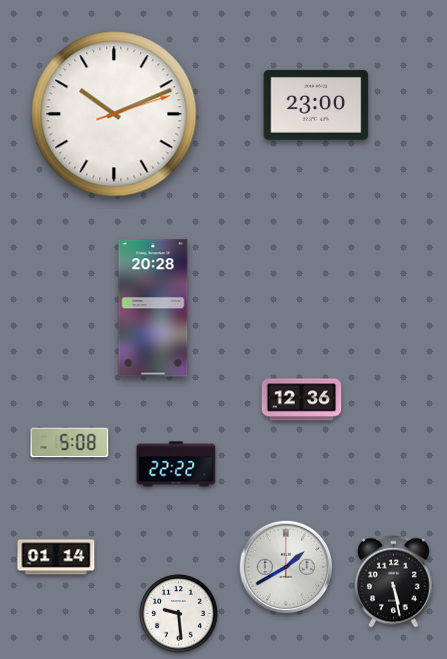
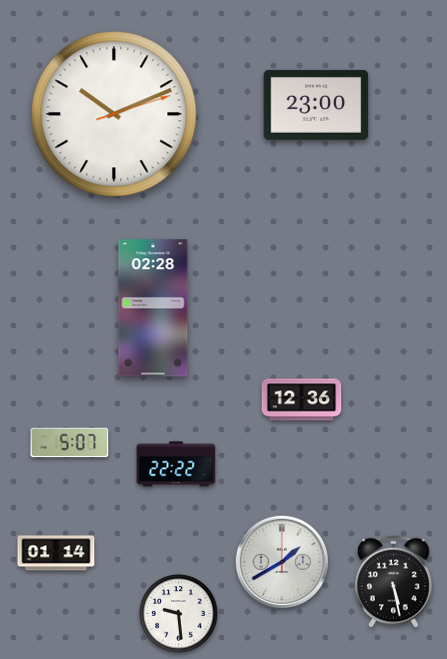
clock at (153, 308): 20:28 -> 02:28
clock at (70, 443): 5:08 -> 5:07
clock at (56, 557) position: (56, 557) -> (56, 553)
clock at (285, 566) position: (285, 566) -> (281, 561)
